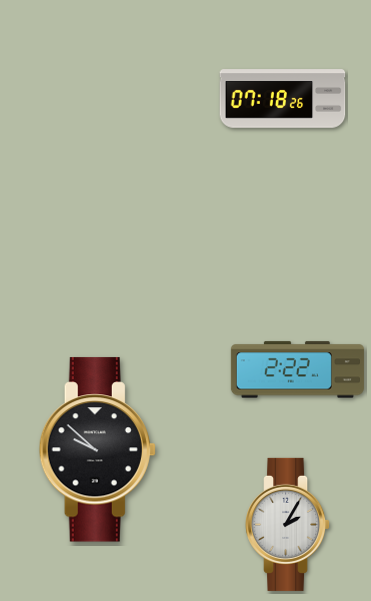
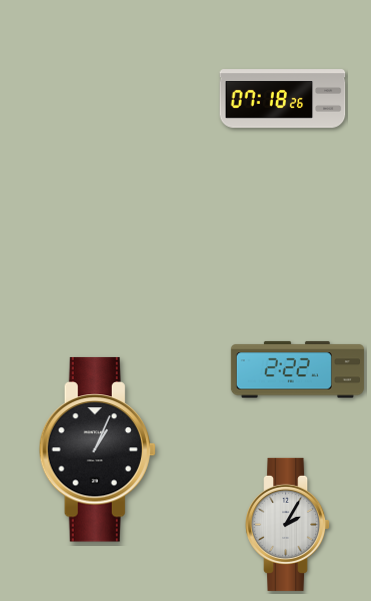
clock at (97, 450): 9:52 -> 1:04
